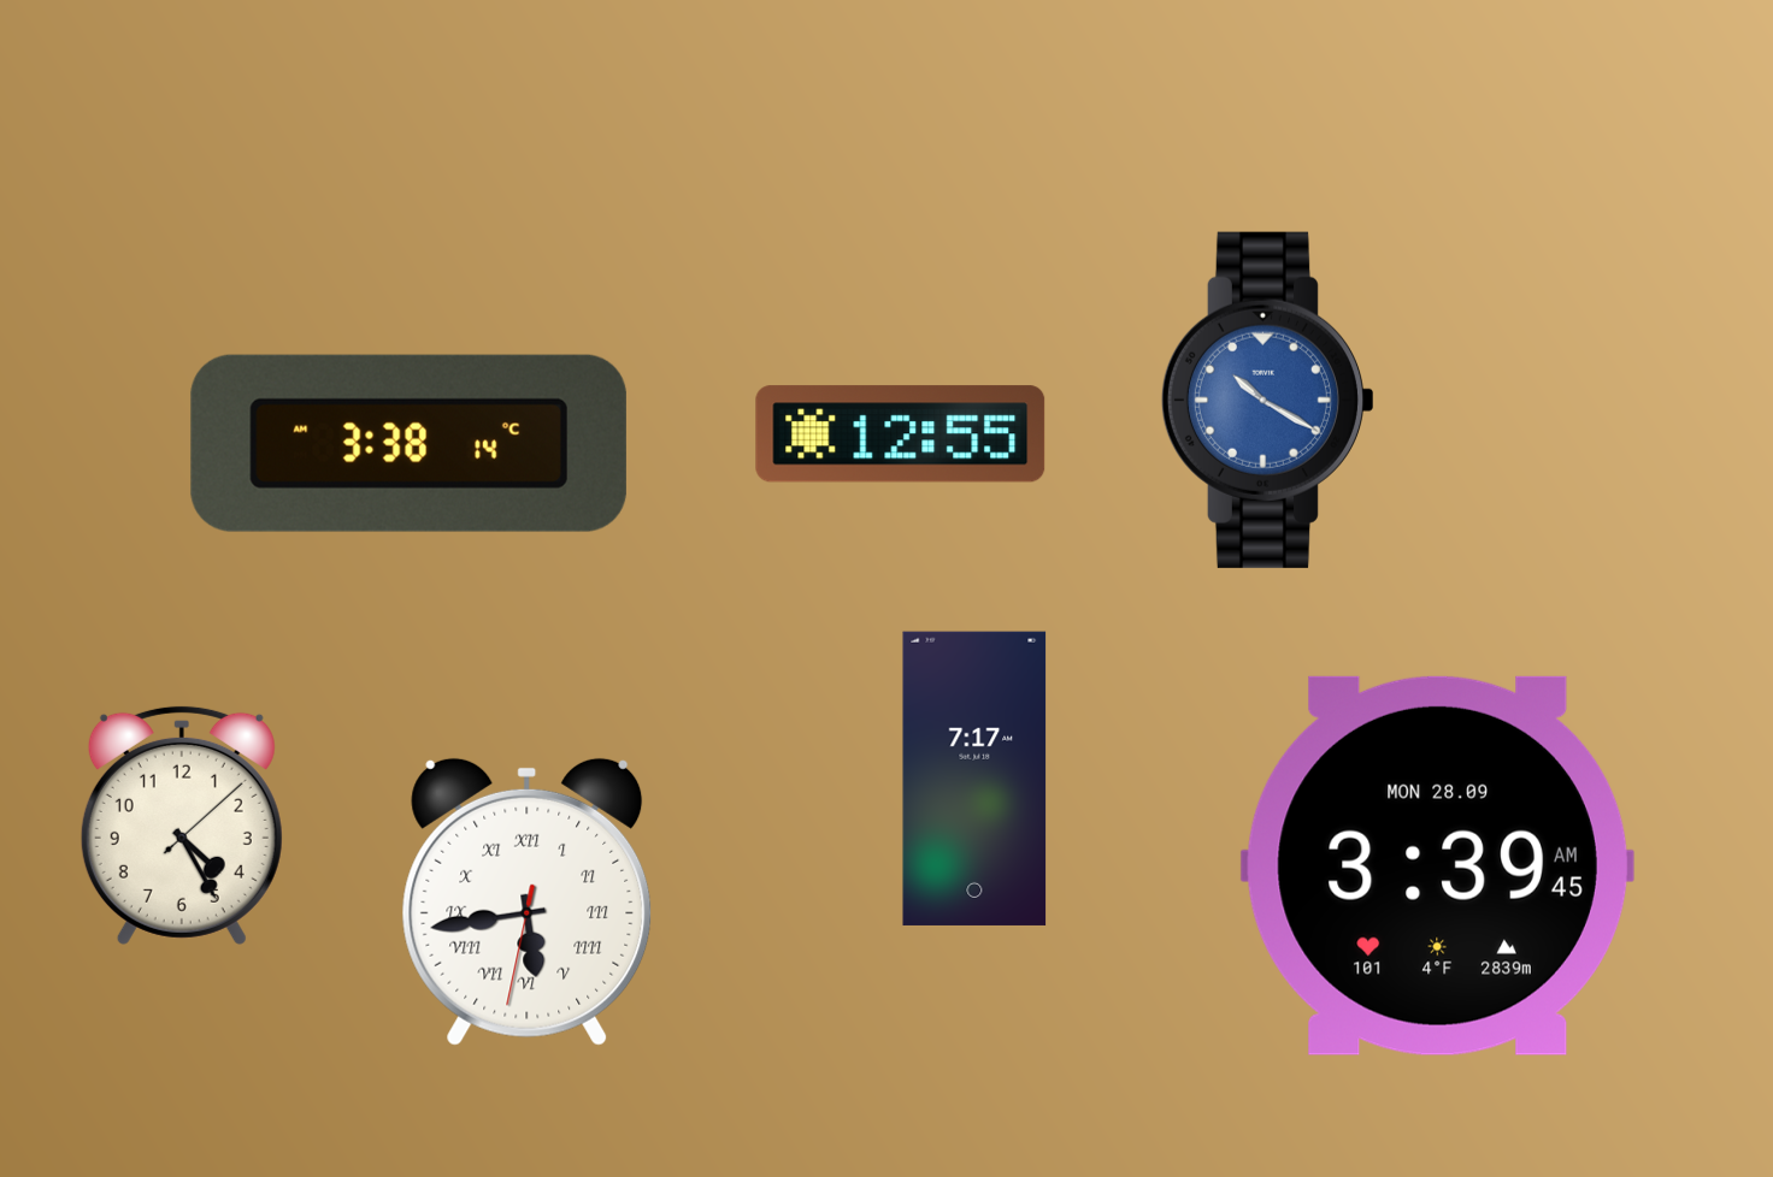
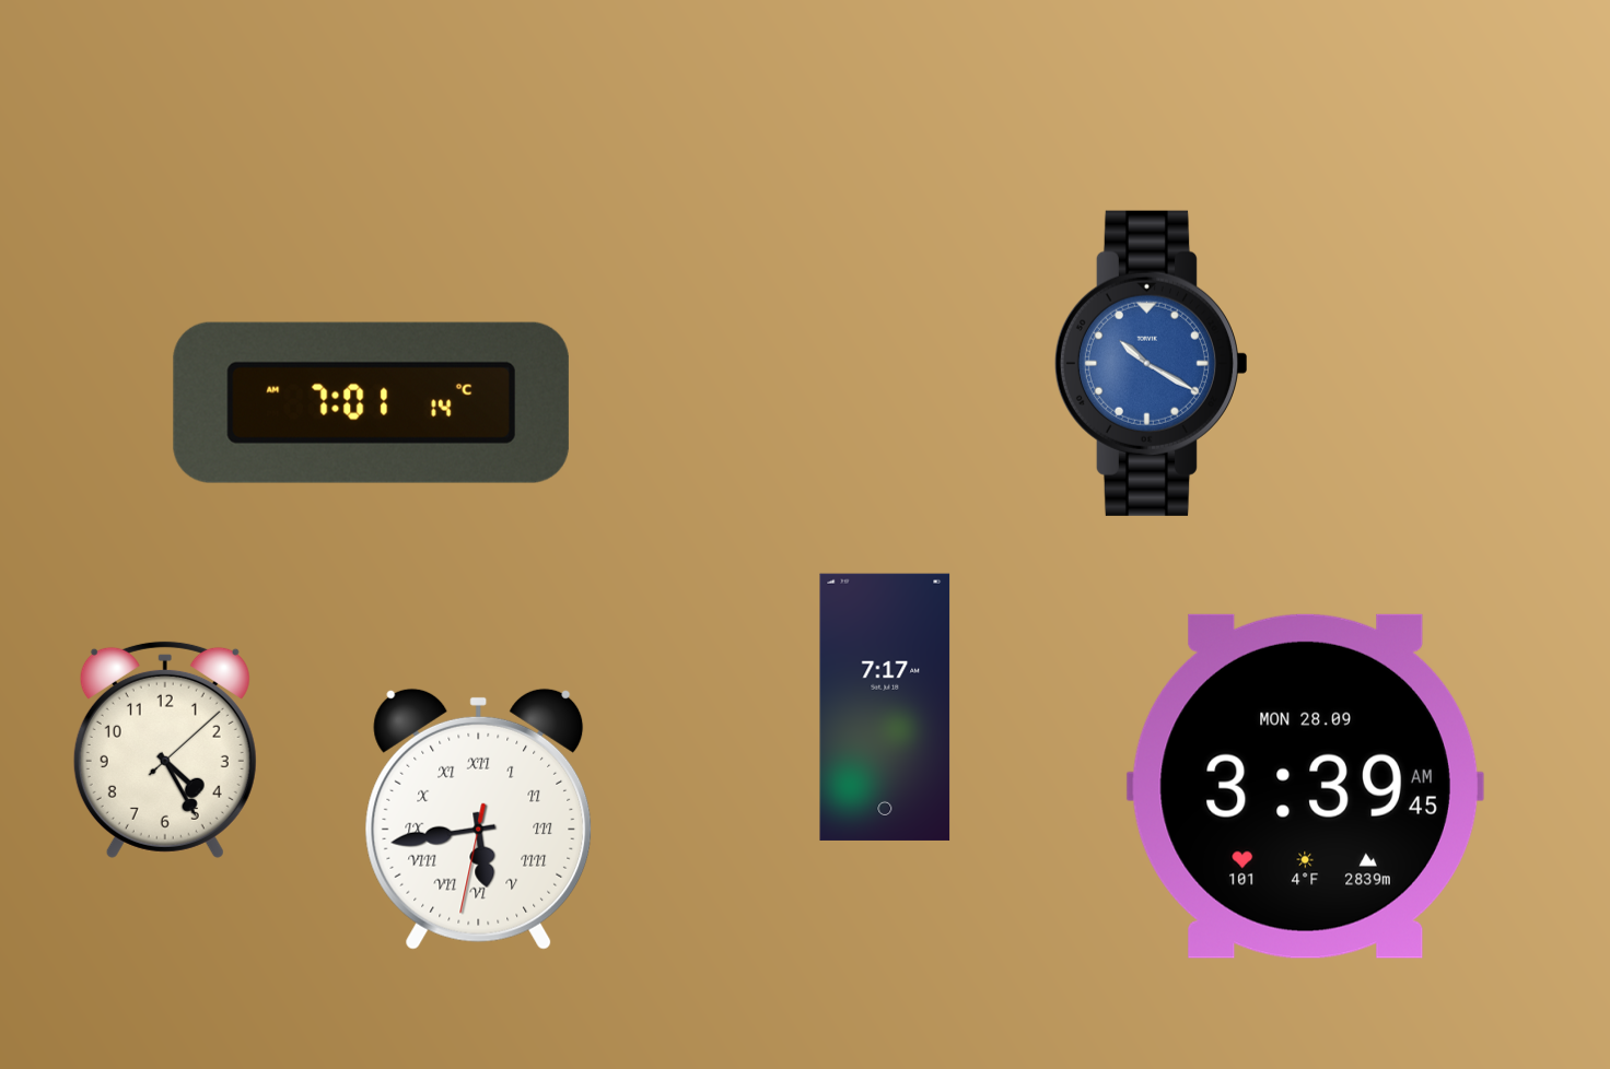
clock at (901, 434): 12:55 -> none
clock at (408, 443): 3:38 -> 7:01
